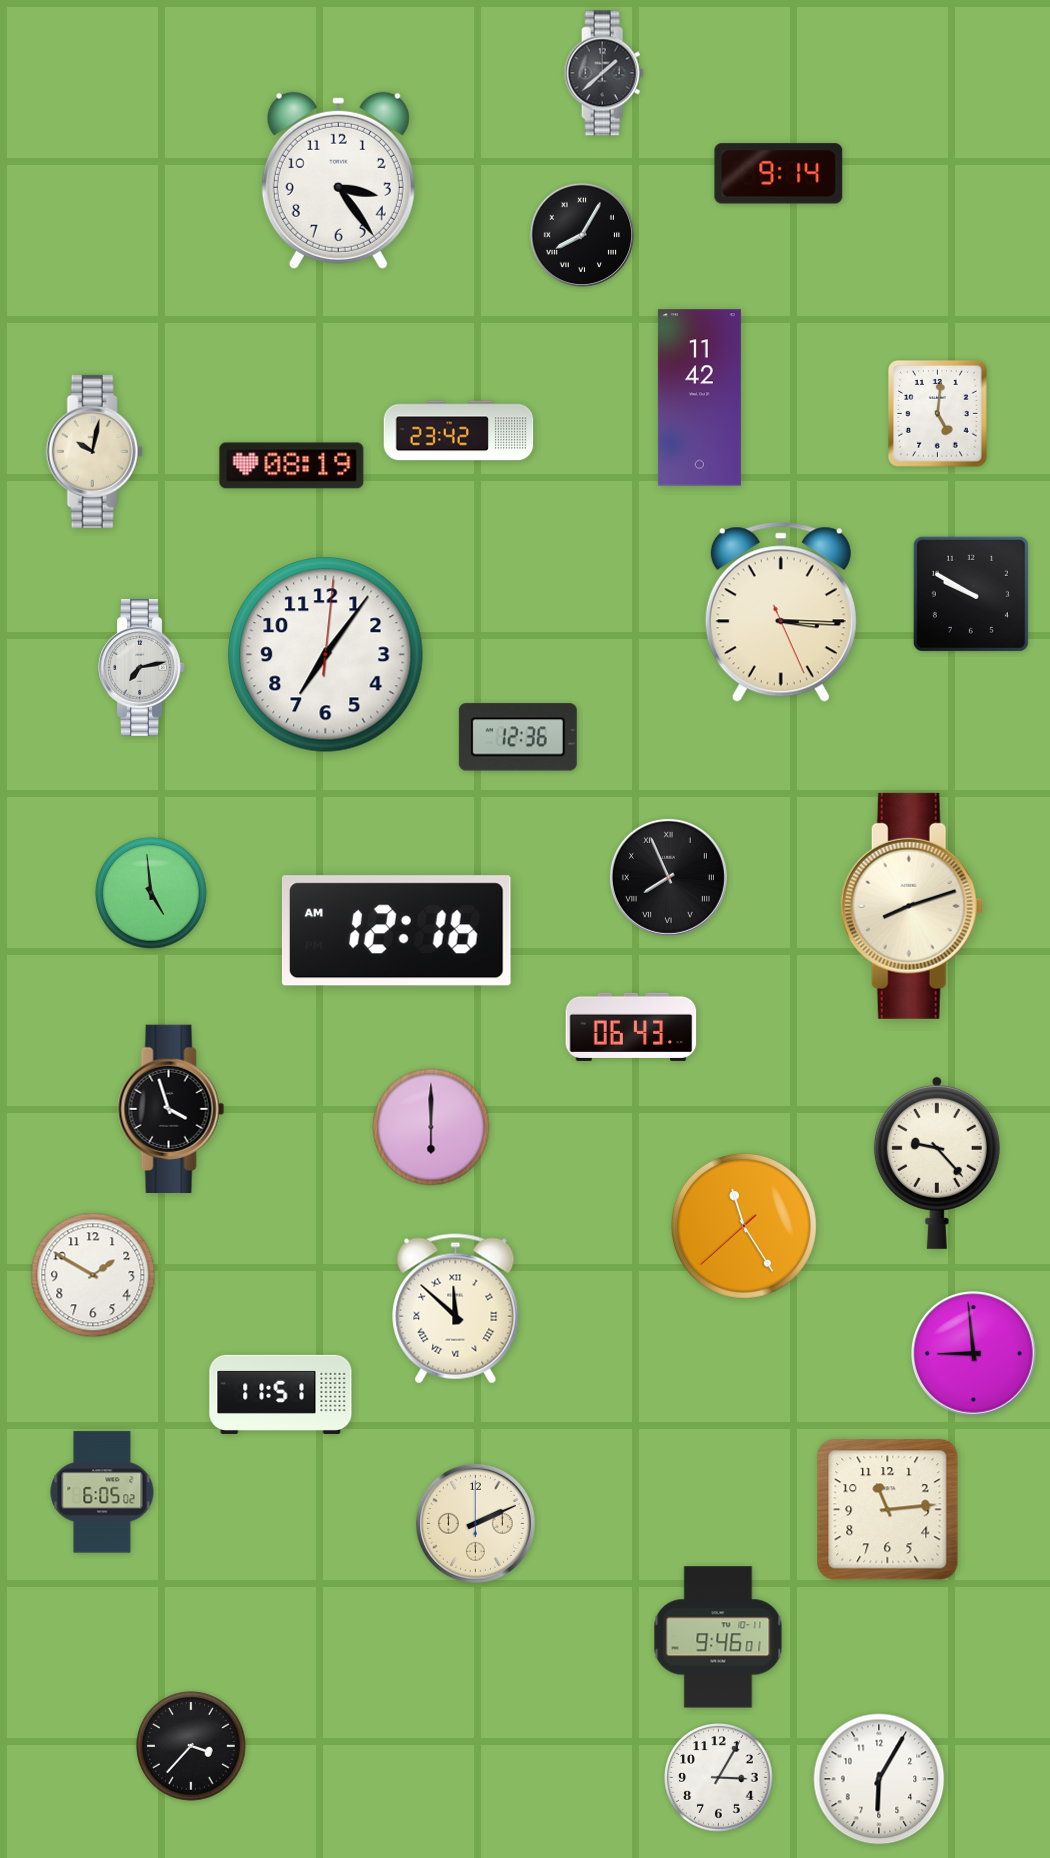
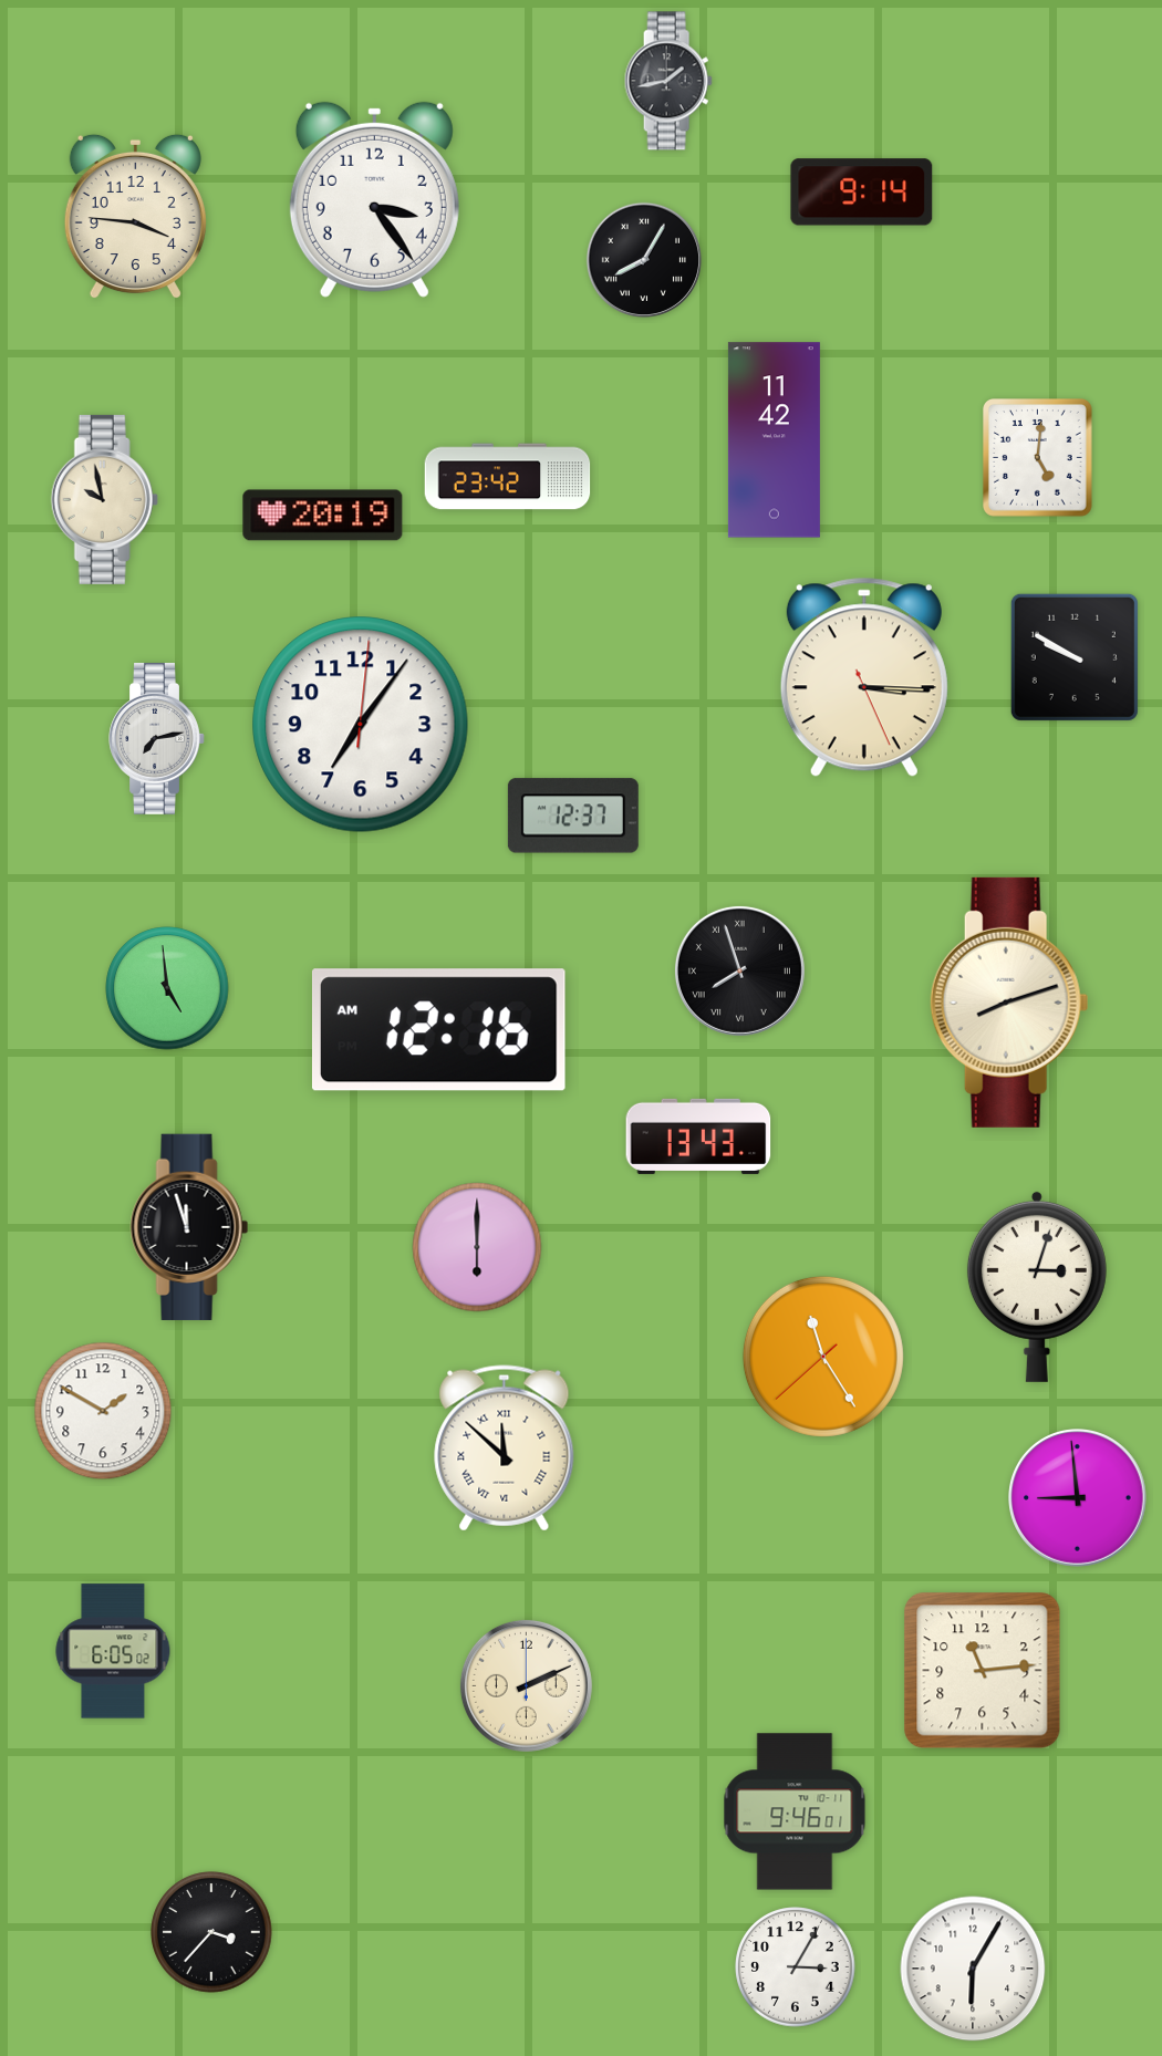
clock at (604, 73): 1:38 -> 1:43
clock at (135, 217): none -> 3:46
clock at (94, 451): 10:02 -> 9:58
clock at (292, 466): 08:19 -> 20:19
clock at (518, 737): 12:36 -> 12:37
clock at (668, 877): 7:56 -> 7:57
clock at (631, 1027): 06:43 -> 13:43
clock at (171, 1109): 3:57 -> 11:57
clock at (937, 1163): 9:23 -> 3:03
clock at (281, 1394): 11:51 -> none
